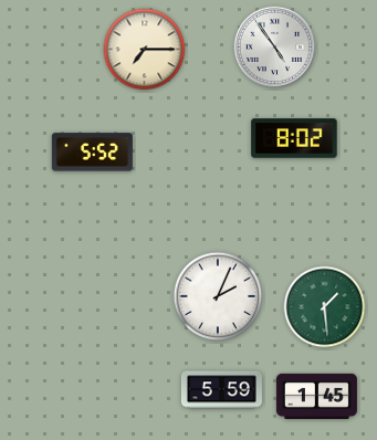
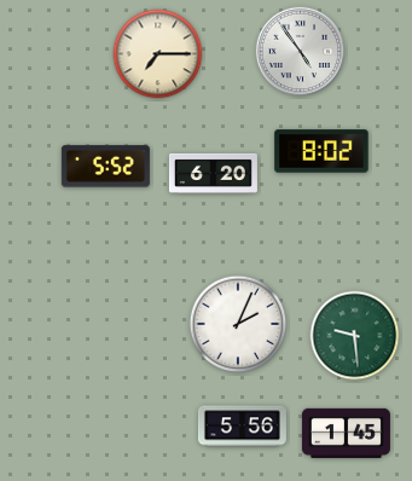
clock at (92, 153) position: (92, 153) -> (105, 167)
clock at (213, 173): none -> 6:20
clock at (325, 307): 1:29 -> 9:29
clock at (221, 390): 5:59 -> 5:56
